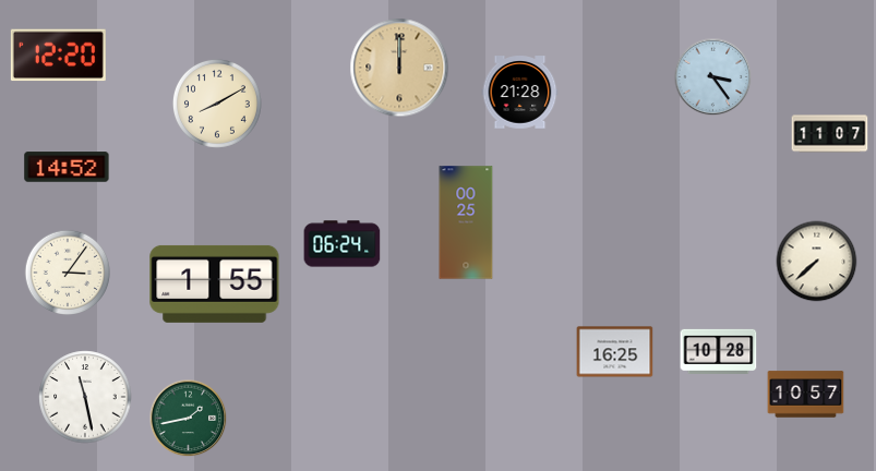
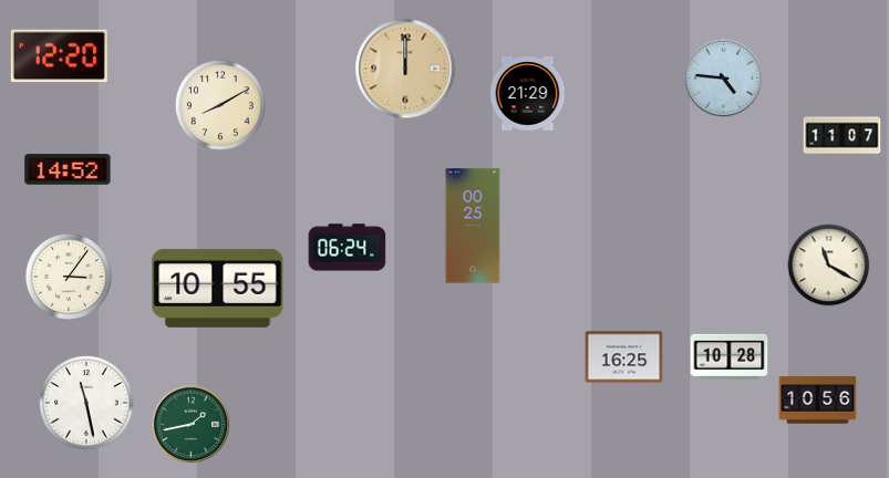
clock at (713, 77): 3:24 -> 4:46
clock at (520, 93): 21:28 -> 21:29
clock at (817, 262): 7:38 -> 11:20
clock at (215, 283): 1:55 -> 10:55
clock at (806, 395): 10:57 -> 10:56
